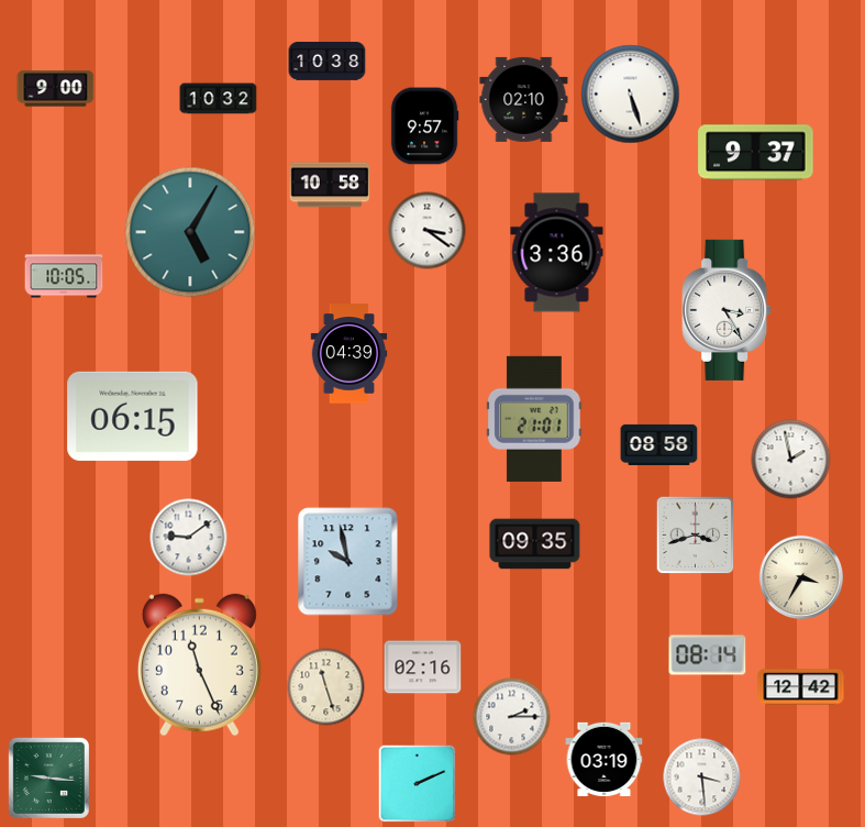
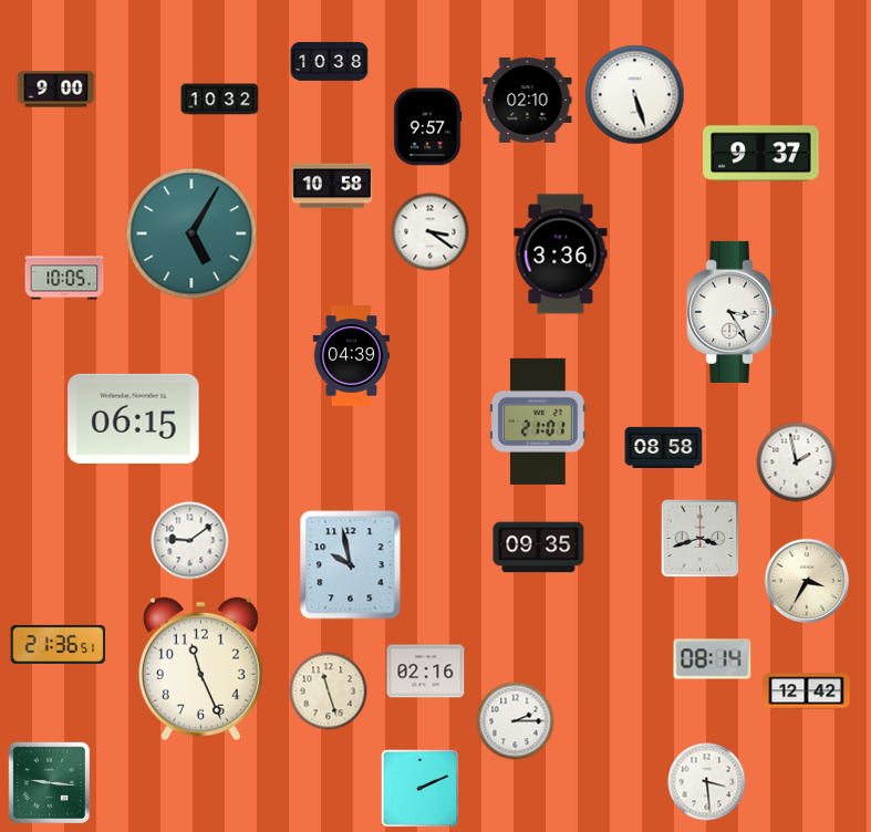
clock at (59, 644): none -> 21:36
clock at (605, 759): 03:19 -> none
